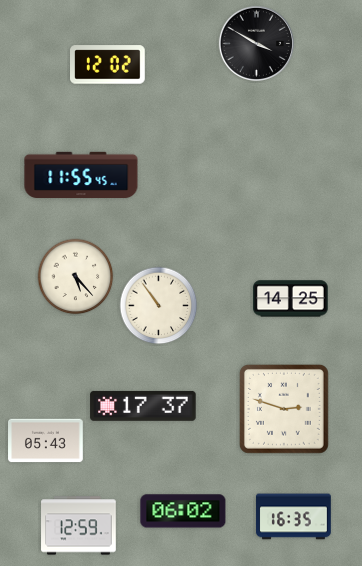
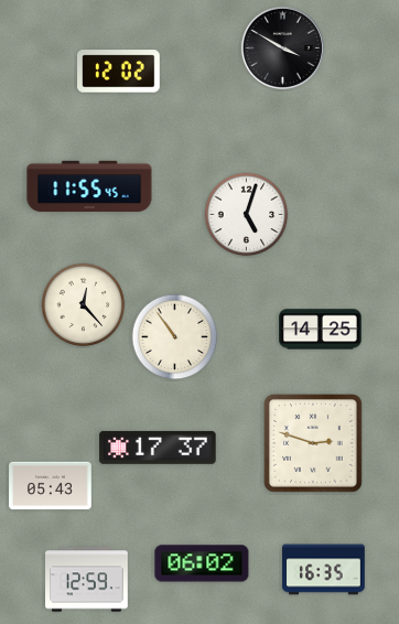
clock at (81, 175) position: (81, 175) -> (89, 186)
clock at (247, 215): none -> 5:03
clock at (76, 277): 5:23 -> 12:23
clock at (284, 409) position: (284, 409) -> (313, 443)
